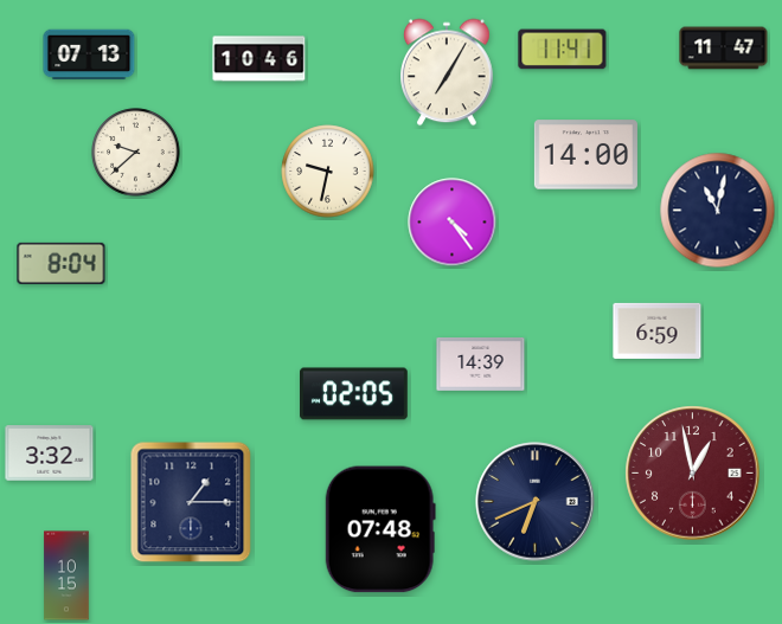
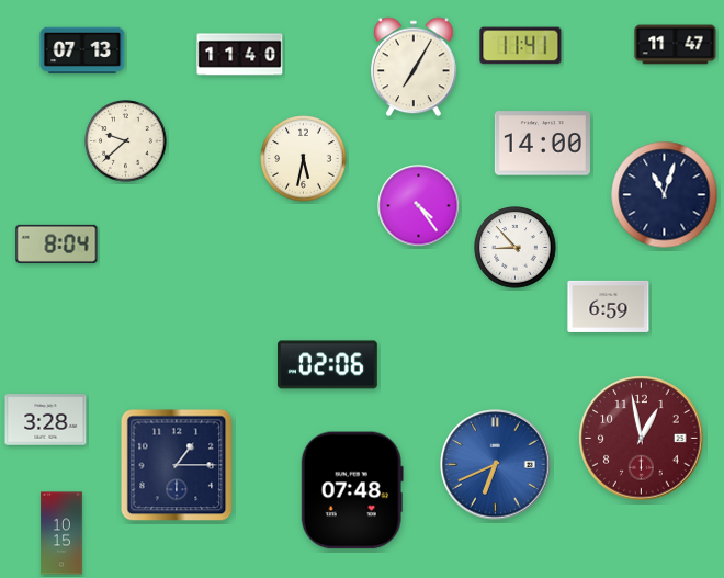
clock at (724, 49) position: (724, 49) -> (676, 45)
clock at (259, 59): 10:46 -> 11:40
clock at (328, 172): 9:32 -> 5:32
clock at (718, 211): 11:02 -> 11:03
clock at (516, 248): none -> 8:53
clock at (481, 365): 14:39 -> none
clock at (354, 394): 02:05 -> 02:06
clock at (50, 453): 3:32 -> 3:28
clock at (536, 502) dial: navy -> blue
